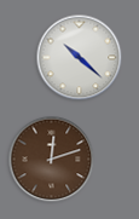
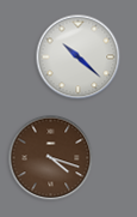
clock at (52, 160): 12:12 -> 4:18
